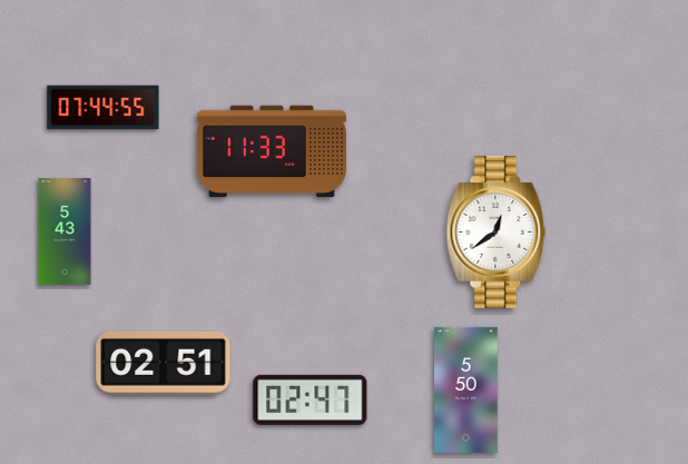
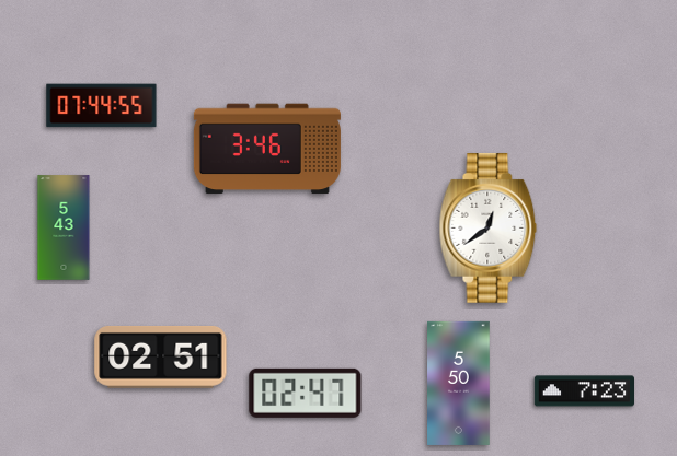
clock at (272, 151): 11:33 -> 3:46
clock at (584, 391): none -> 7:23
